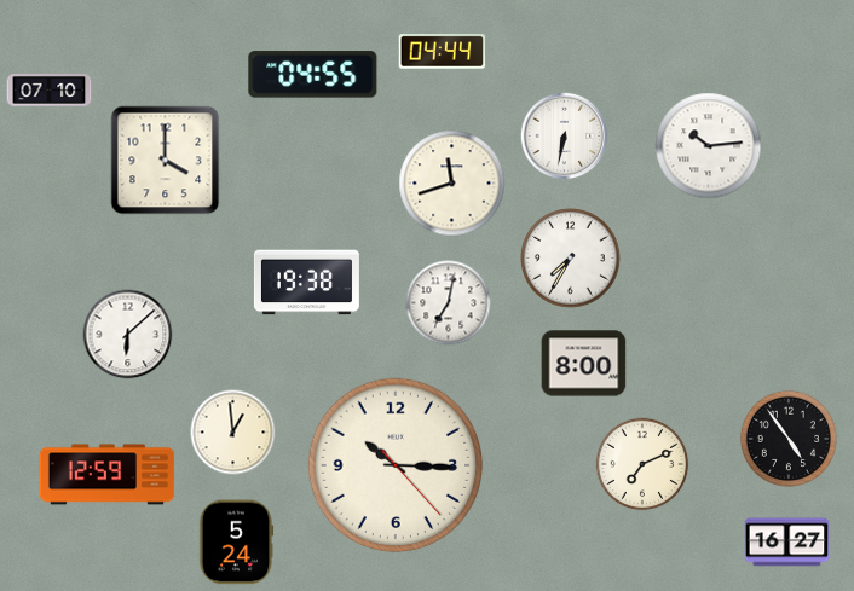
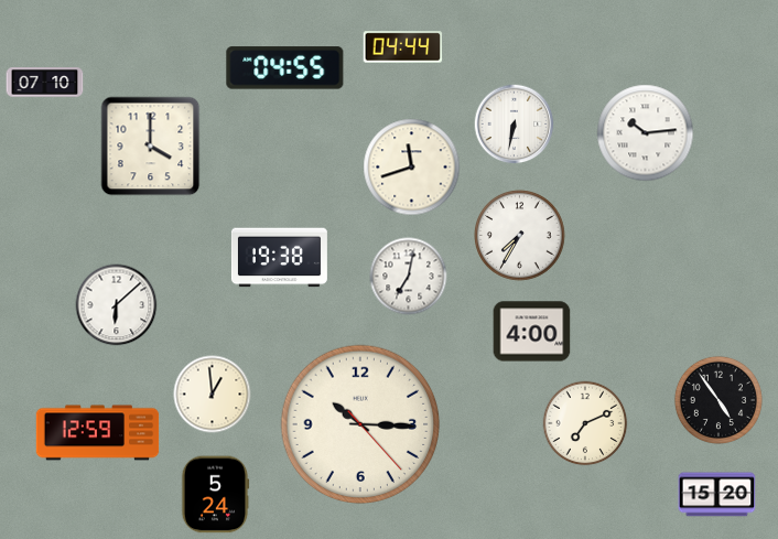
clock at (584, 364): 8:00 -> 4:00
clock at (787, 543): 16:27 -> 15:20
